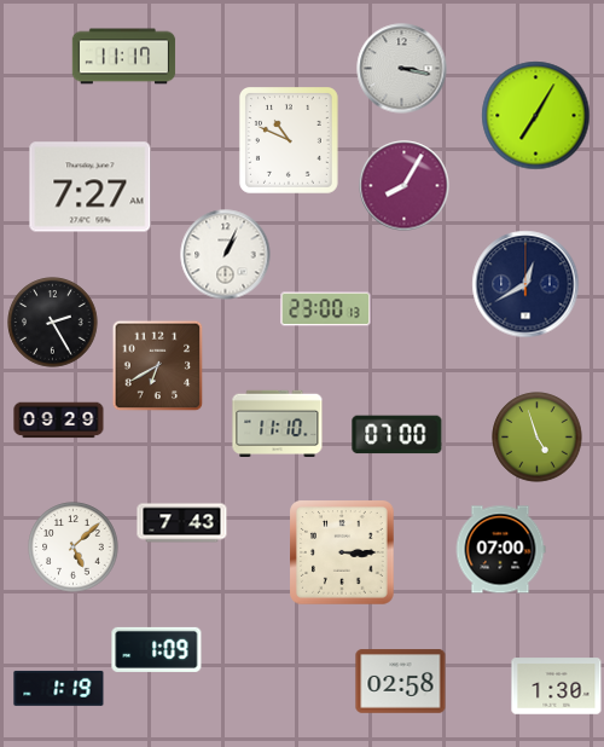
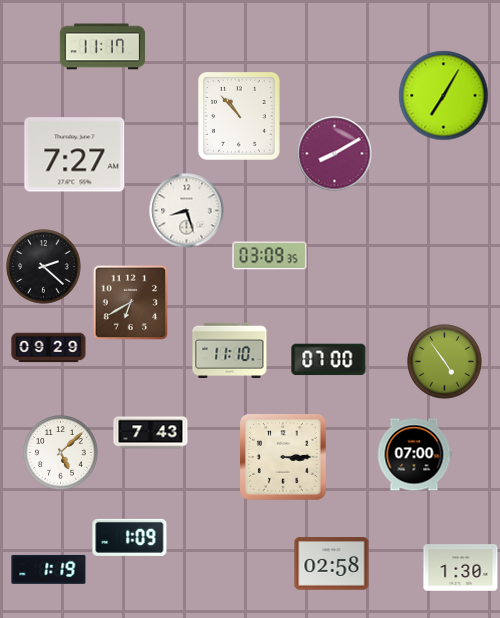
clock at (402, 69): 3:17 -> none
clock at (289, 141): 10:49 -> 10:53
clock at (405, 186): 8:05 -> 8:10
clock at (226, 255): 1:04 -> 8:27
clock at (525, 284): 12:40 -> none
clock at (326, 309): 23:00 -> 03:09
clock at (53, 323): 2:25 -> 2:22
clock at (538, 438): 4:57 -> 4:54
